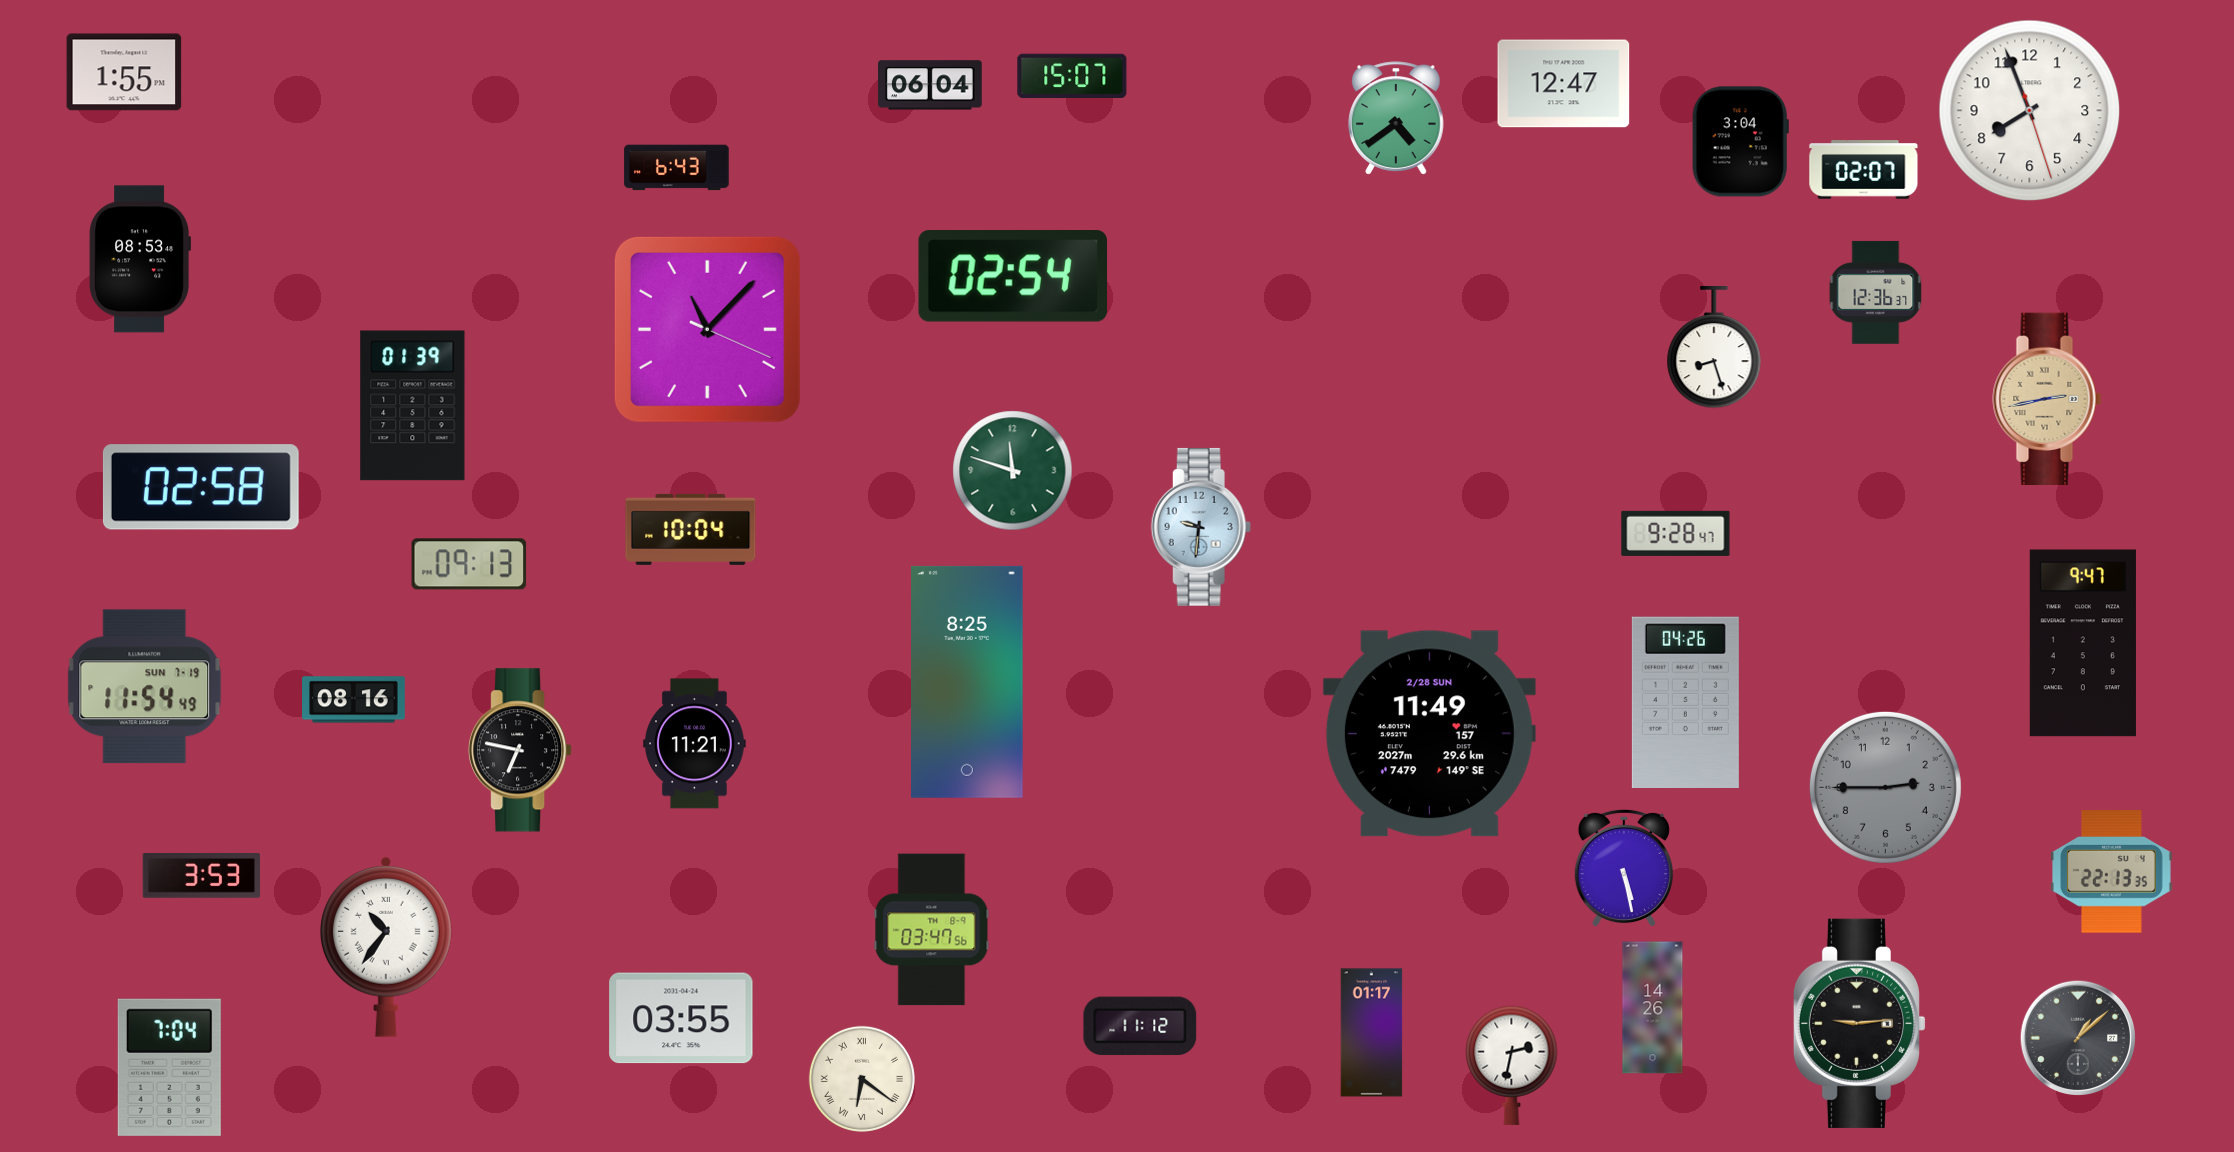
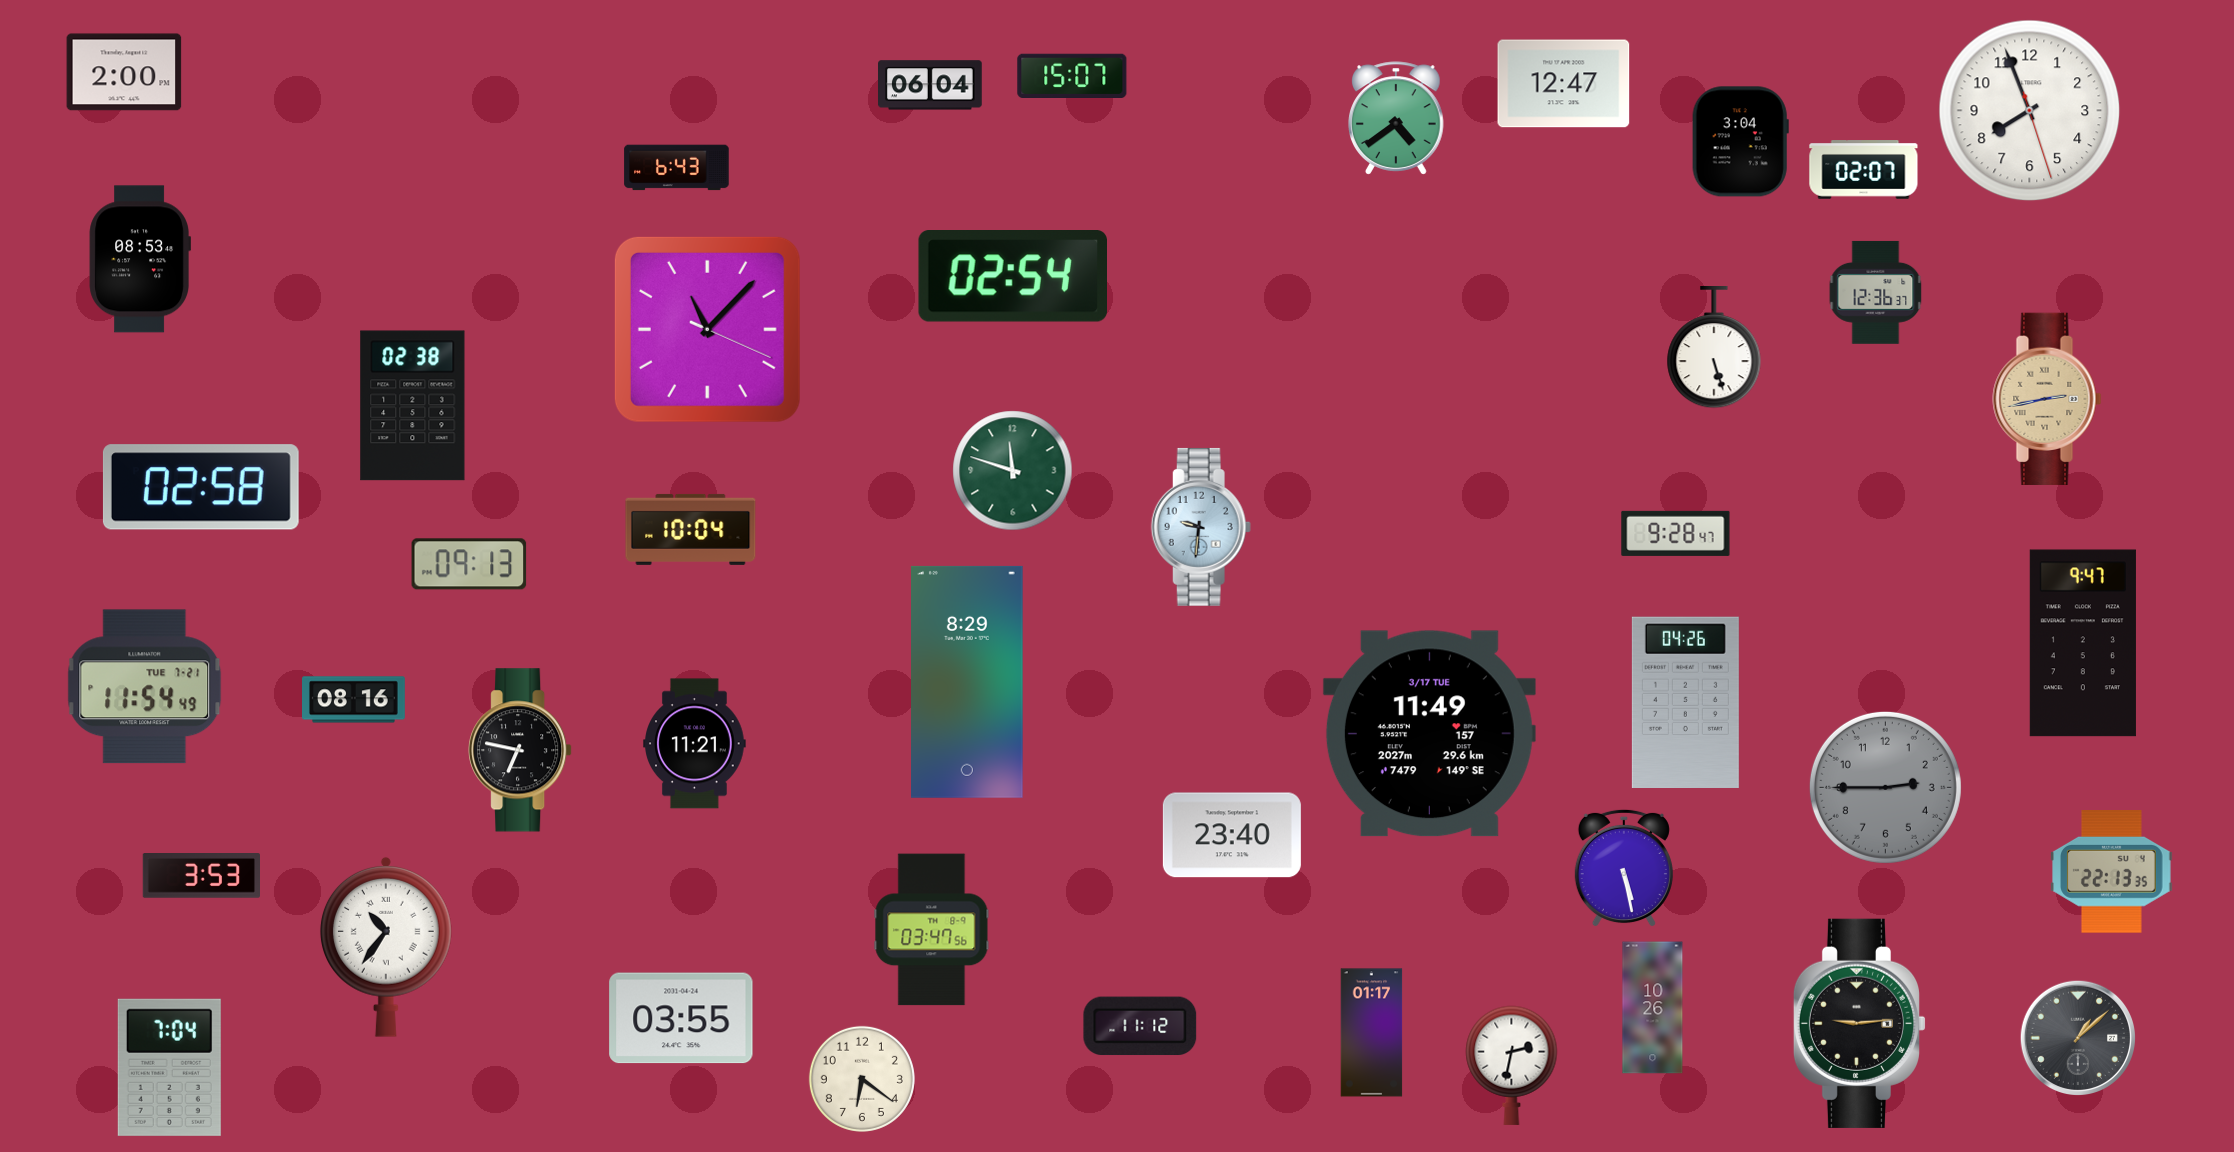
clock at (124, 72): 1:55 -> 2:00
clock at (1714, 348): 8:27 -> 5:27
clock at (413, 406): 01:39 -> 02:38
clock at (968, 682): 8:25 -> 8:29
clock at (145, 687) date: SUN 7-19 -> TUE 7-21
clock at (1429, 734) date: 2/28 SUN -> 3/17 TUE
clock at (1232, 835): none -> 23:40
clock at (1653, 1008): 14:26 -> 10:26
clock at (862, 1079) numerals: Roman -> Arabic
